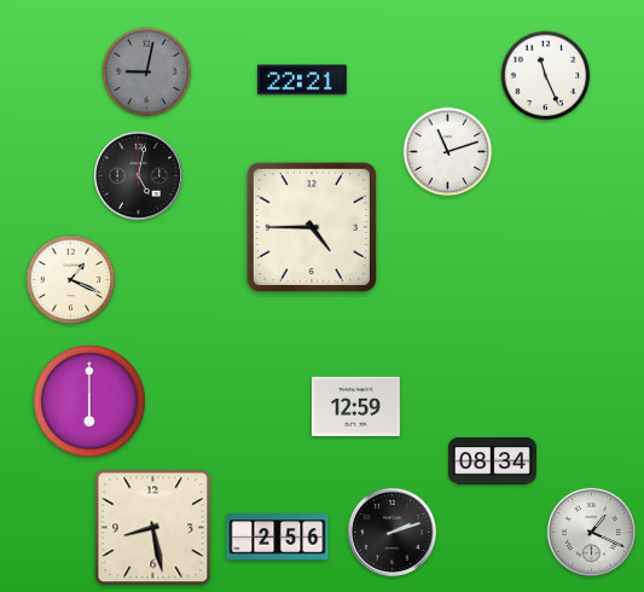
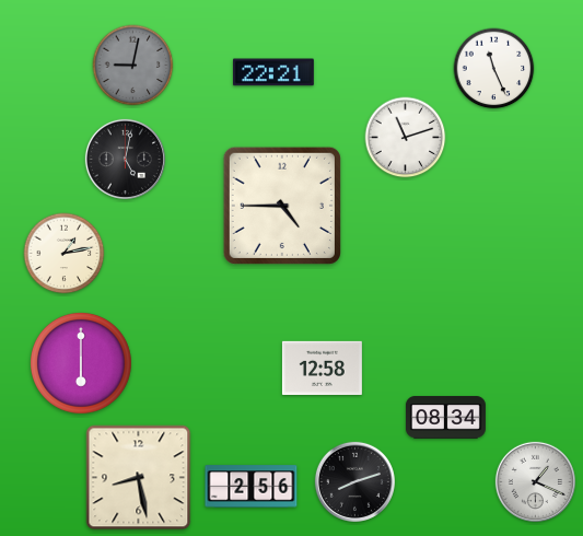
clock at (71, 280): 1:19 -> 1:13
clock at (355, 406): 12:59 -> 12:58
clock at (391, 532): 2:12 -> 8:12
